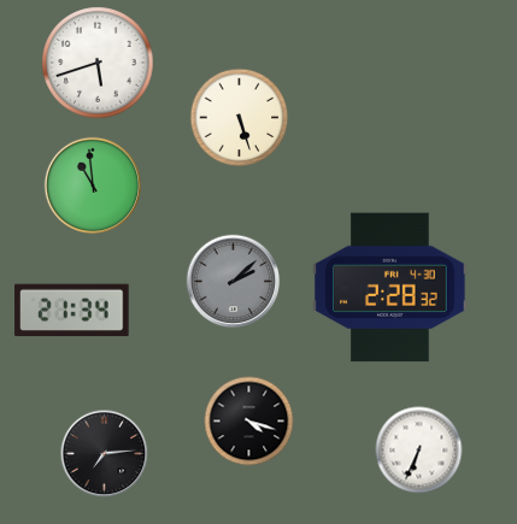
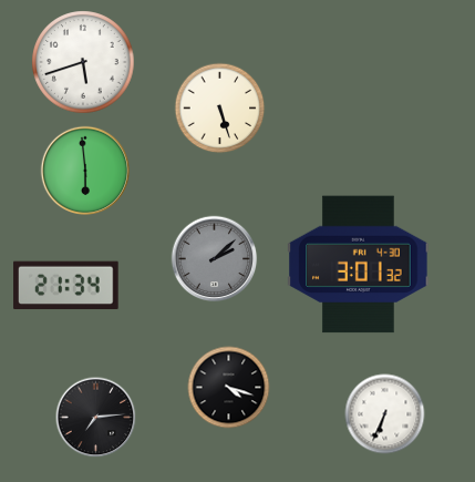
clock at (98, 63) position: (98, 63) -> (83, 62)
clock at (93, 186): 10:59 -> 5:59
clock at (390, 288): 2:28 -> 3:01
